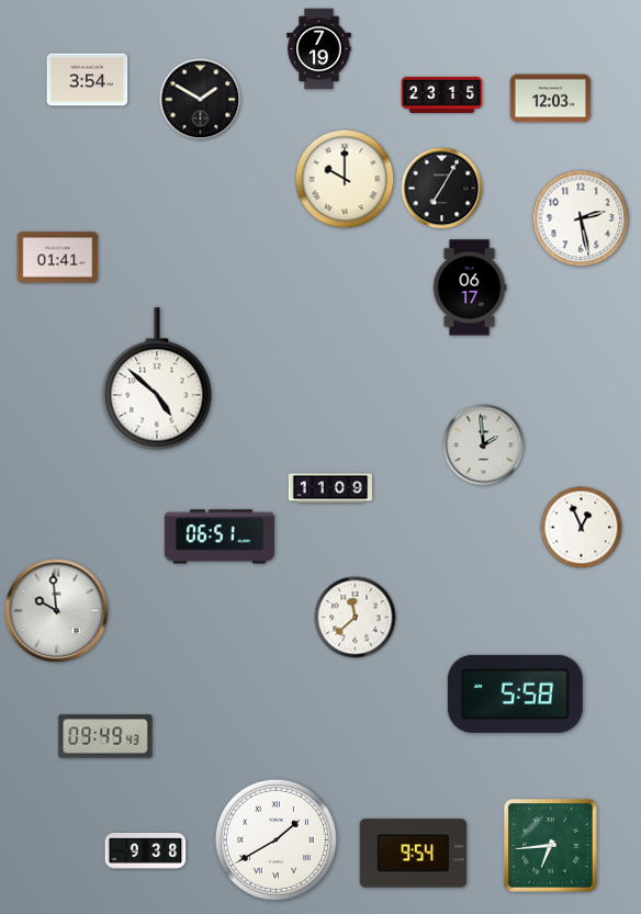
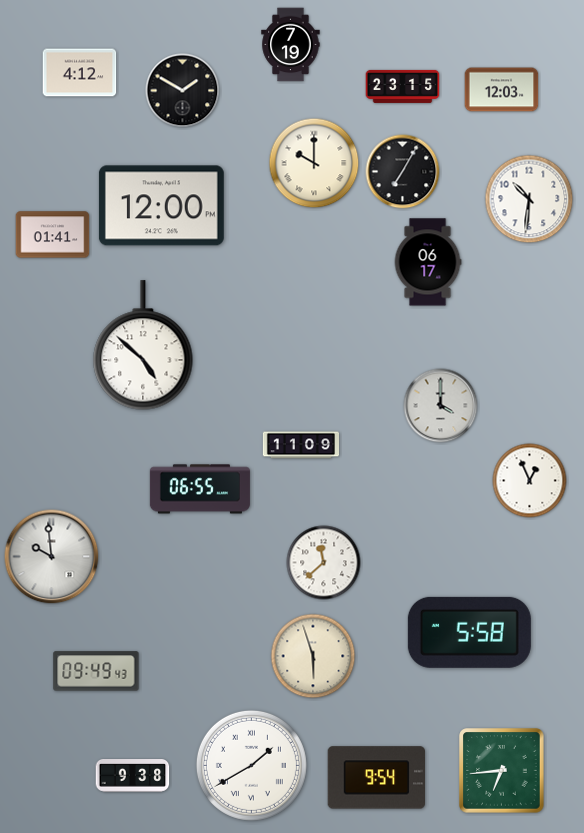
clock at (88, 80): 3:54 -> 4:12
clock at (581, 218): 2:28 -> 10:31
clock at (161, 206): none -> 12:00
clock at (484, 445): 1:59 -> 4:00
clock at (220, 537): 06:51 -> 06:55
clock at (313, 656): none -> 5:57
